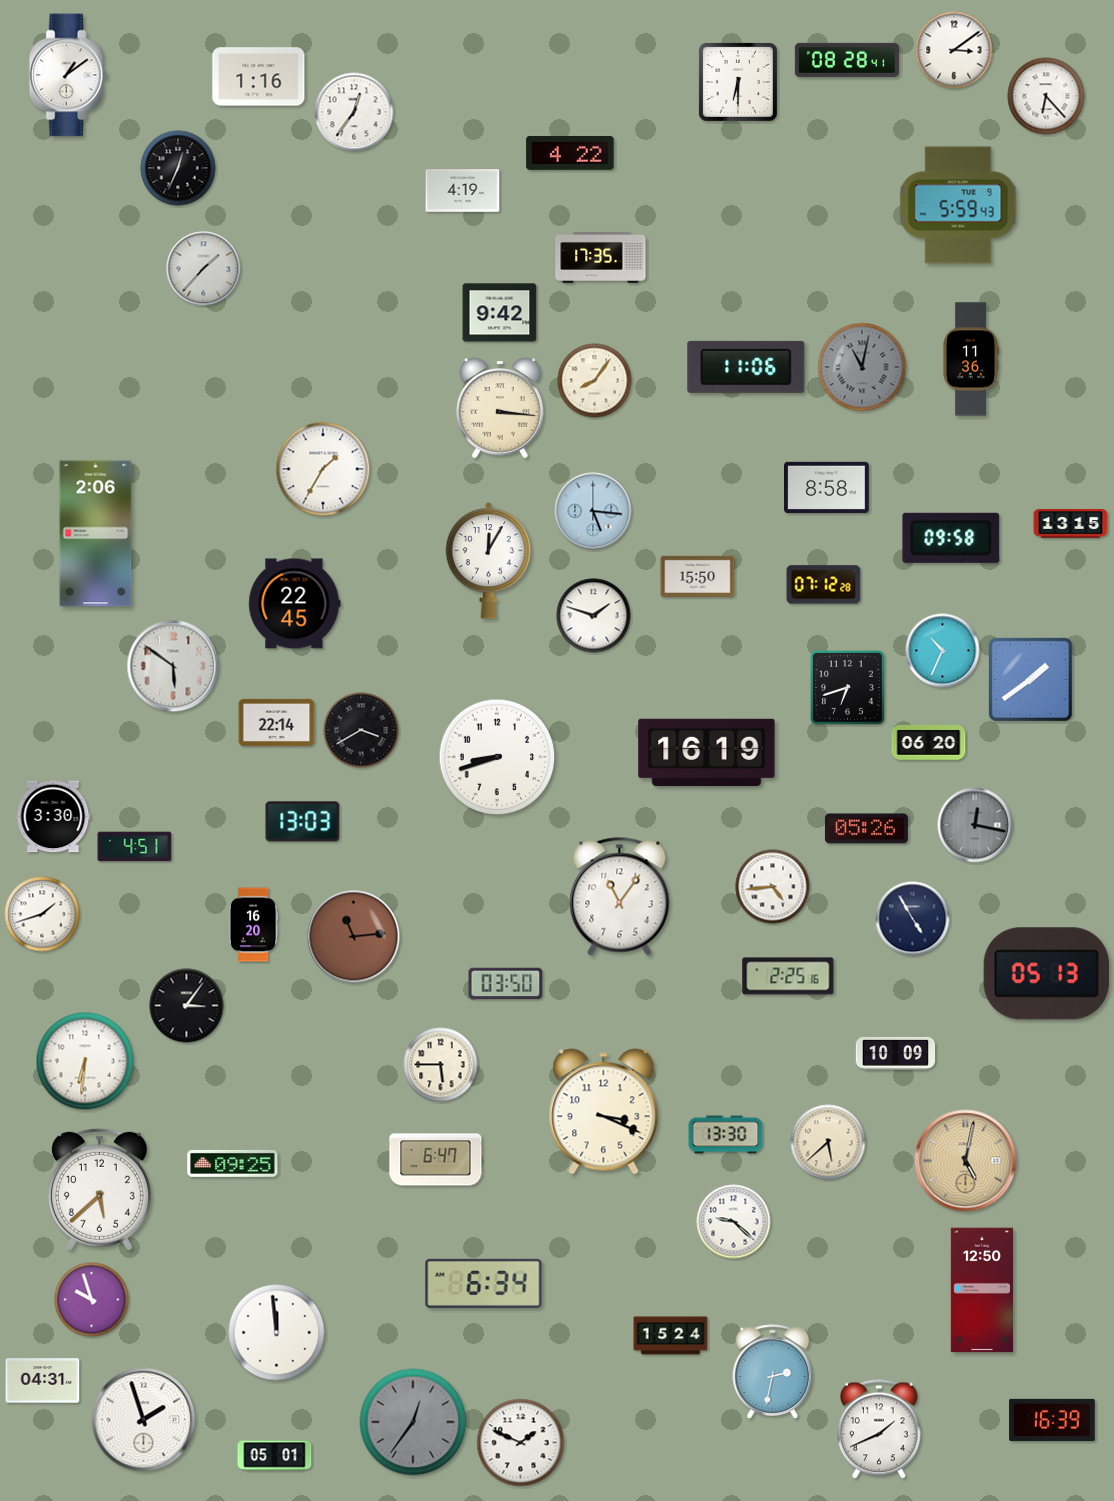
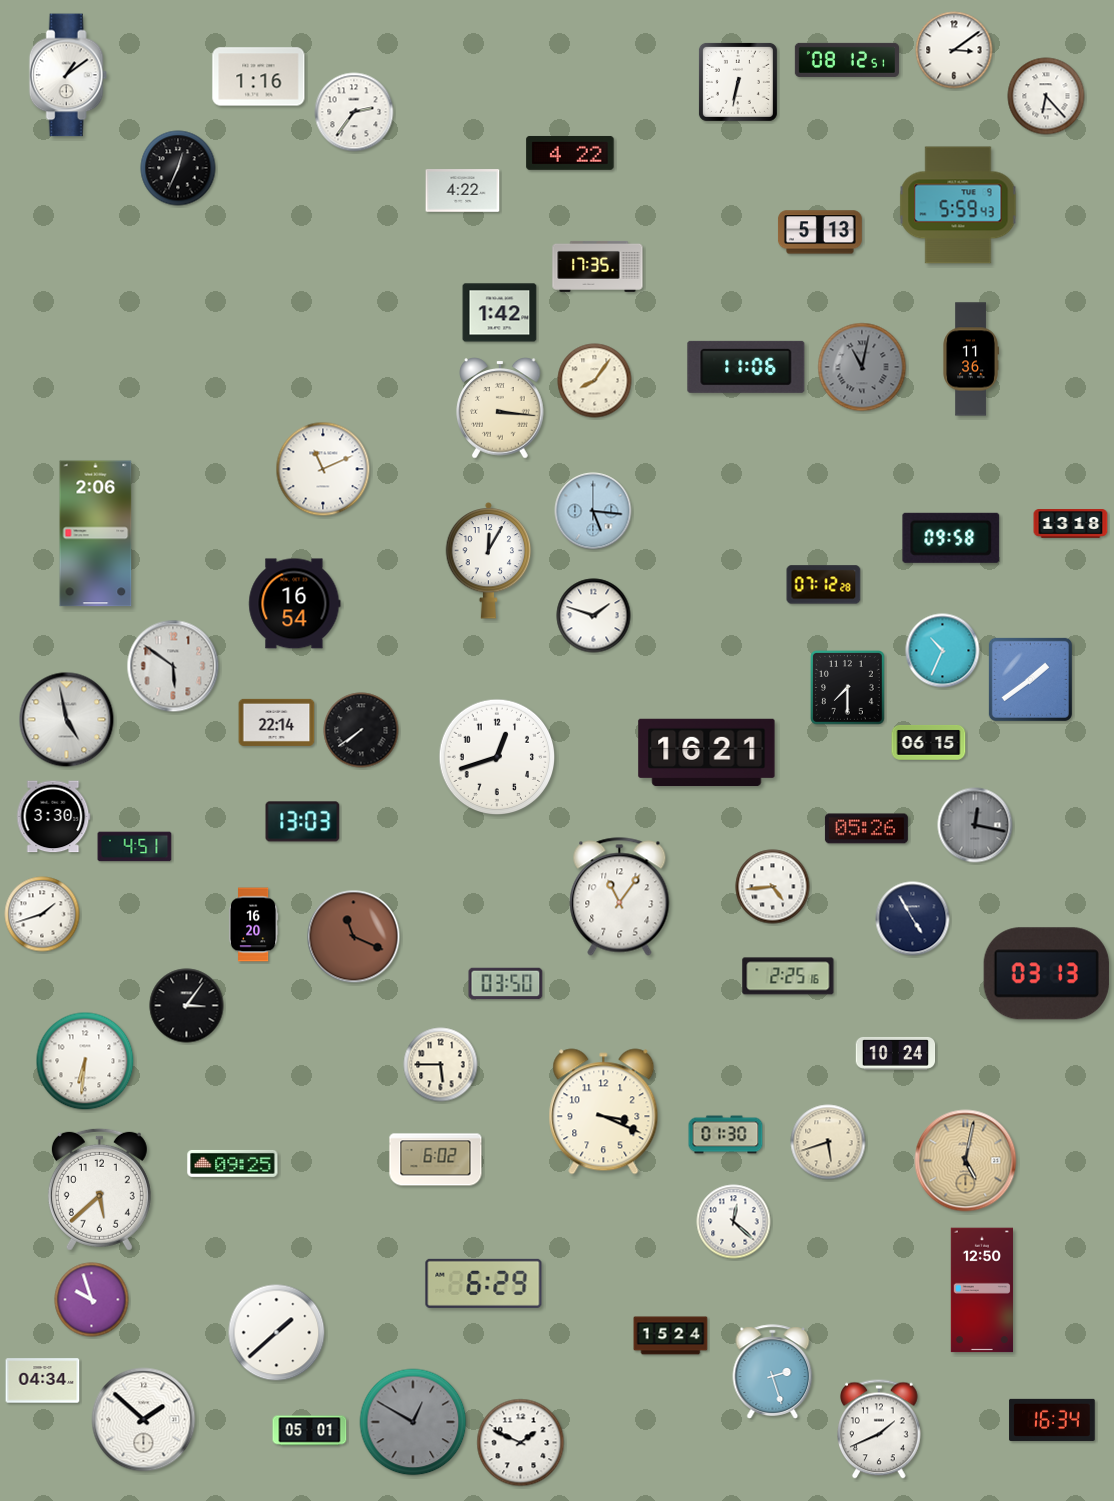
clock at (847, 60): 08:28 -> 08:12
clock at (738, 82): 6:30 -> 6:32
clock at (354, 112): 12:36 -> 2:36
clock at (463, 191): 4:19 -> 4:22
clock at (820, 232): none -> 5:13
clock at (601, 257) position: (601, 257) -> (598, 266)
clock at (204, 269): 1:37 -> none
clock at (500, 313): 9:42 -> 1:42
clock at (323, 469): 1:35 -> 11:11
clock at (827, 487): 8:58 -> none
clock at (1071, 524): 13:15 -> 13:18
clock at (698, 576): 15:50 -> none
clock at (295, 604): 22:45 -> 16:54
clock at (847, 687): 6:42 -> 7:30
clock at (67, 720): none -> 4:58
clock at (361, 730): 3:40 -> 7:39
clock at (929, 743): 06:20 -> 06:15
clock at (707, 753): 16:19 -> 16:21
clock at (497, 757): 8:42 -> 12:42
clock at (354, 937): 11:14 -> 11:19
clock at (1046, 974): 05:13 -> 03:13
clock at (896, 1053): 10:09 -> 10:24
clock at (726, 1135): 13:30 -> 01:30
clock at (828, 1142): 5:38 -> 5:42
clock at (436, 1160): 6:47 -> 6:02
clock at (734, 1222): 9:22 -> 12:22
clock at (484, 1283): 6:34 -> 6:29
clock at (277, 1333): 11:59 -> 1:38
clock at (773, 1372): 2:32 -> 2:27
clock at (43, 1381): 04:31 -> 04:34
clock at (144, 1420): 1:57 -> 1:52
clock at (1052, 1420): 16:39 -> 16:34
clock at (413, 1422): 12:36 -> 12:50
clock at (275, 1456) position: (275, 1456) -> (310, 1431)
